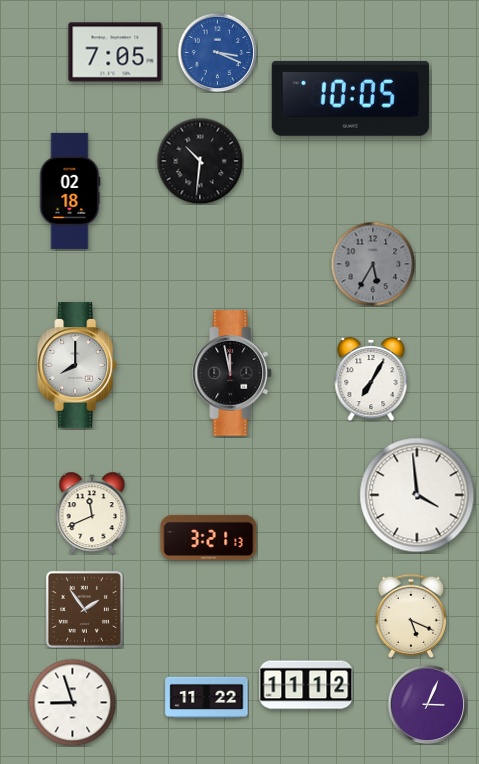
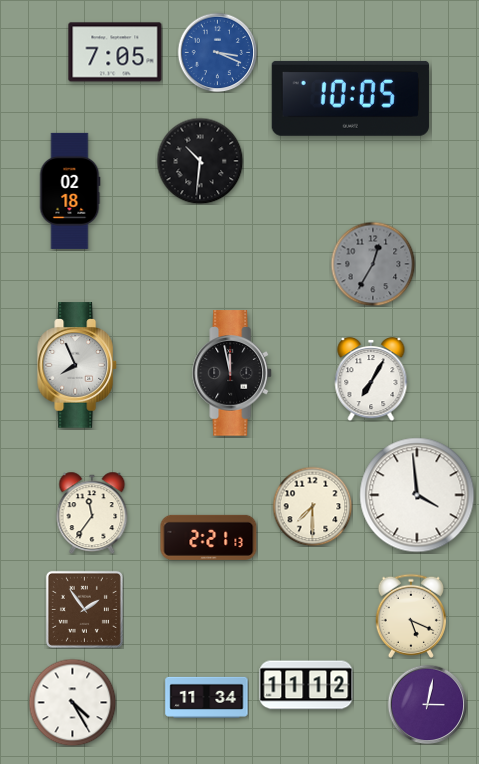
clock at (373, 264): 5:35 -> 12:35
clock at (78, 365): 8:00 -> 7:56
clock at (312, 506): none -> 7:30
clock at (92, 513): 11:41 -> 11:36
clock at (209, 537): 3:21 -> 2:21
clock at (207, 697): 11:22 -> 11:34
clock at (72, 702): 8:57 -> 4:25
clock at (427, 704): 3:04 -> 3:02
